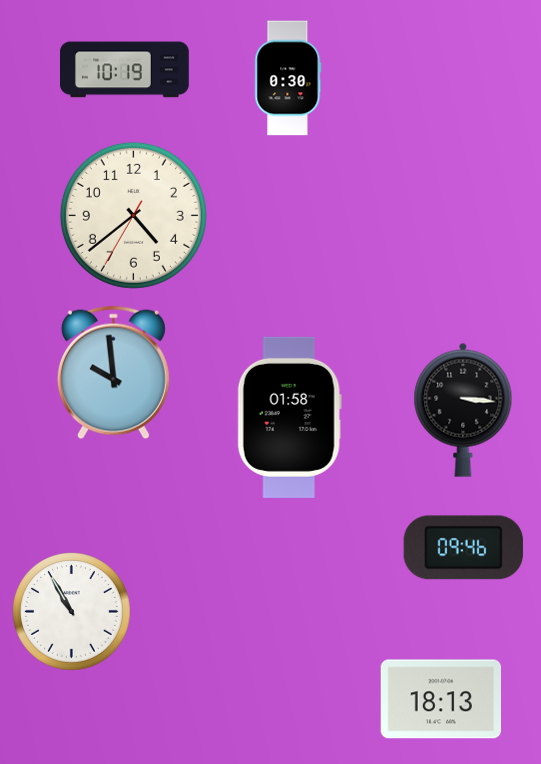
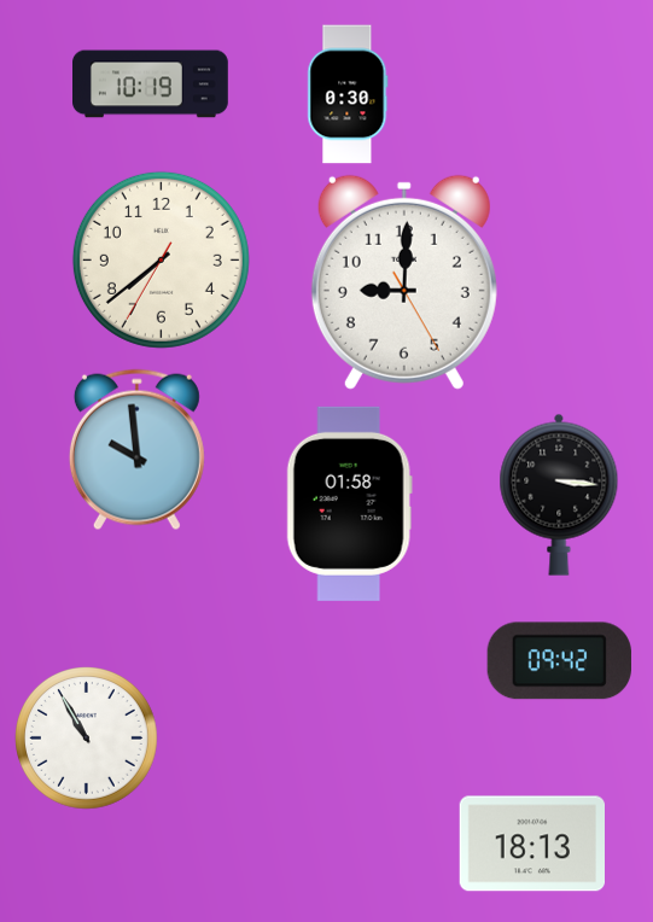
clock at (133, 215): 4:38 -> 7:38
clock at (404, 282): none -> 9:00
clock at (463, 548): 09:46 -> 09:42
